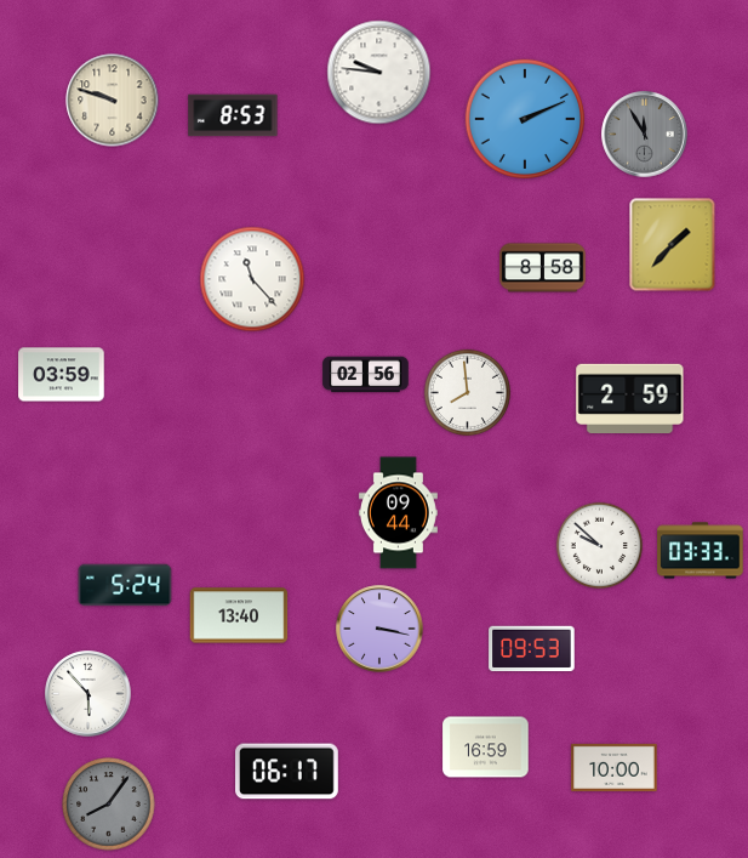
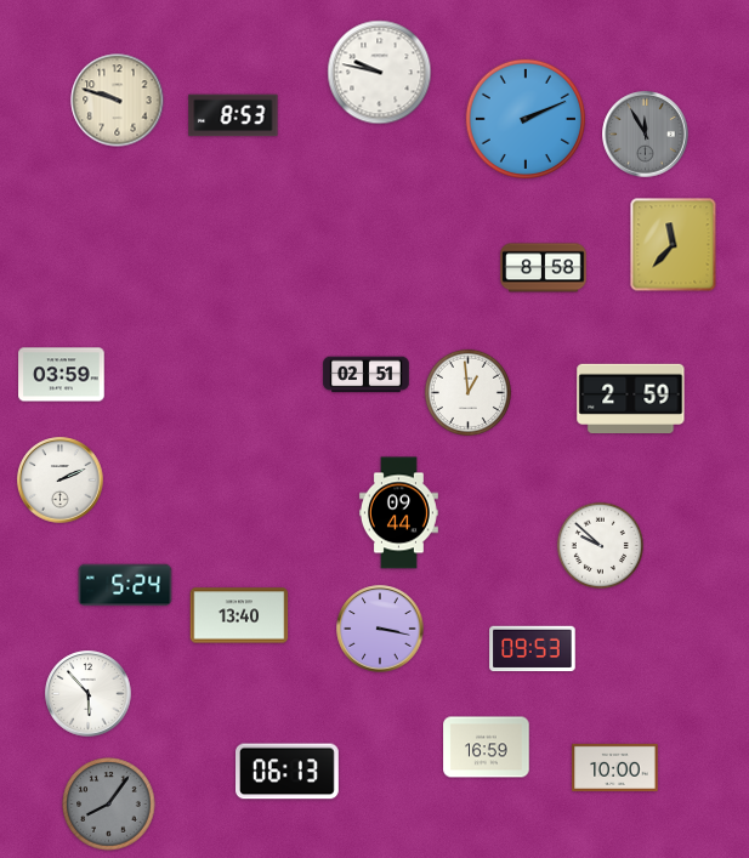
clock at (379, 73): 9:46 -> 9:47
clock at (113, 101) position: (113, 101) -> (118, 101)
clock at (673, 245): 1:37 -> 11:37
clock at (252, 279): 11:23 -> none
clock at (366, 375): 02:56 -> 02:51
clock at (467, 392): 7:59 -> 12:59
clock at (61, 481): none -> 2:11
clock at (701, 551): 03:33 -> none
clock at (287, 772): 06:17 -> 06:13
